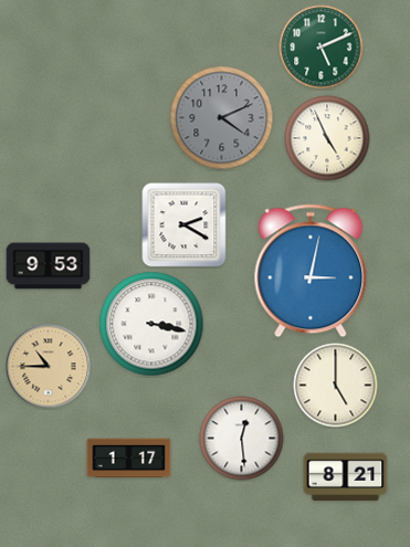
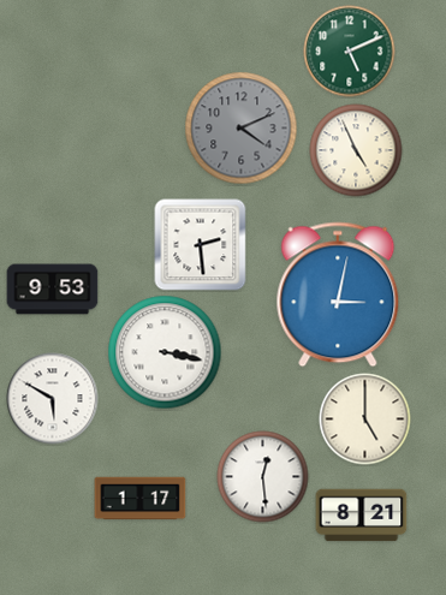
clock at (185, 225): 2:20 -> 2:29
clock at (49, 367): 10:45 -> 5:50
clock at (49, 367) dial: champagne -> white
clock at (346, 477) position: (346, 477) -> (362, 516)
